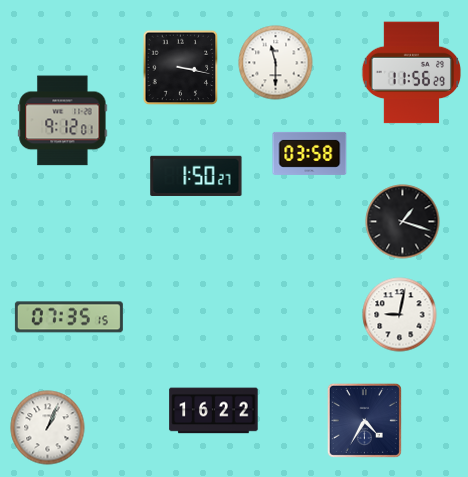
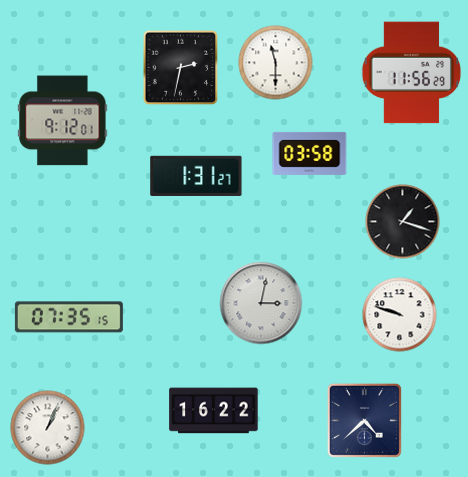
clock at (181, 68): 3:17 -> 2:32
clock at (196, 176): 1:50 -> 1:31
clock at (261, 303): none -> 3:02
clock at (400, 315): 9:02 -> 9:48
clock at (364, 420): 4:35 -> 4:38
